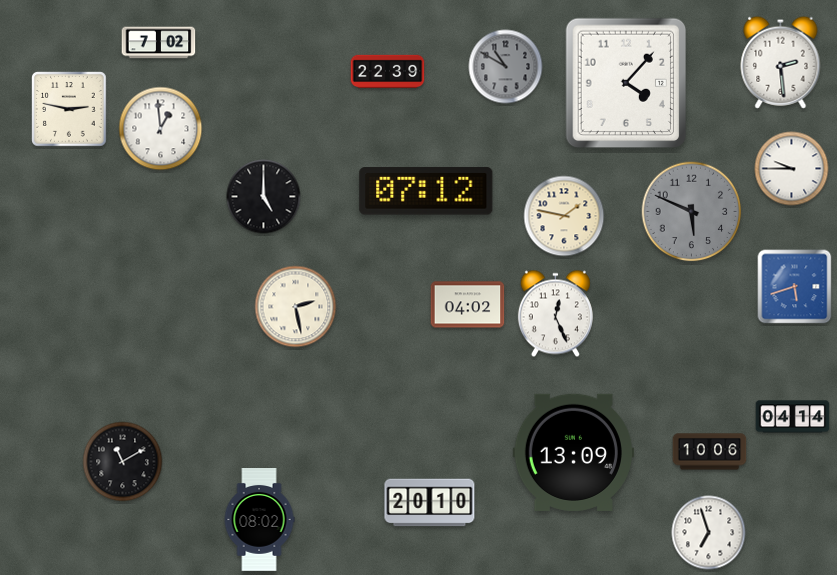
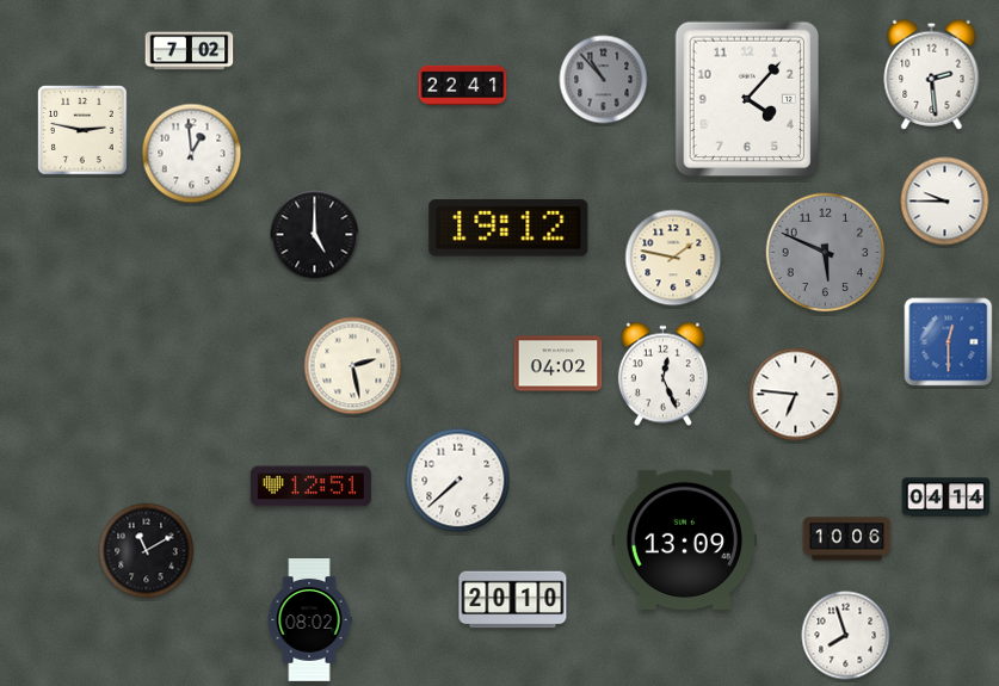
clock at (506, 67): 10:50 -> 10:53
clock at (388, 72): 22:39 -> 22:41
clock at (426, 191): 07:12 -> 19:12
clock at (795, 287): 5:42 -> 12:30
clock at (796, 395): none -> 6:46
clock at (458, 481): none -> 7:38
clock at (310, 487): none -> 12:51
clock at (709, 533): 6:57 -> 7:57
